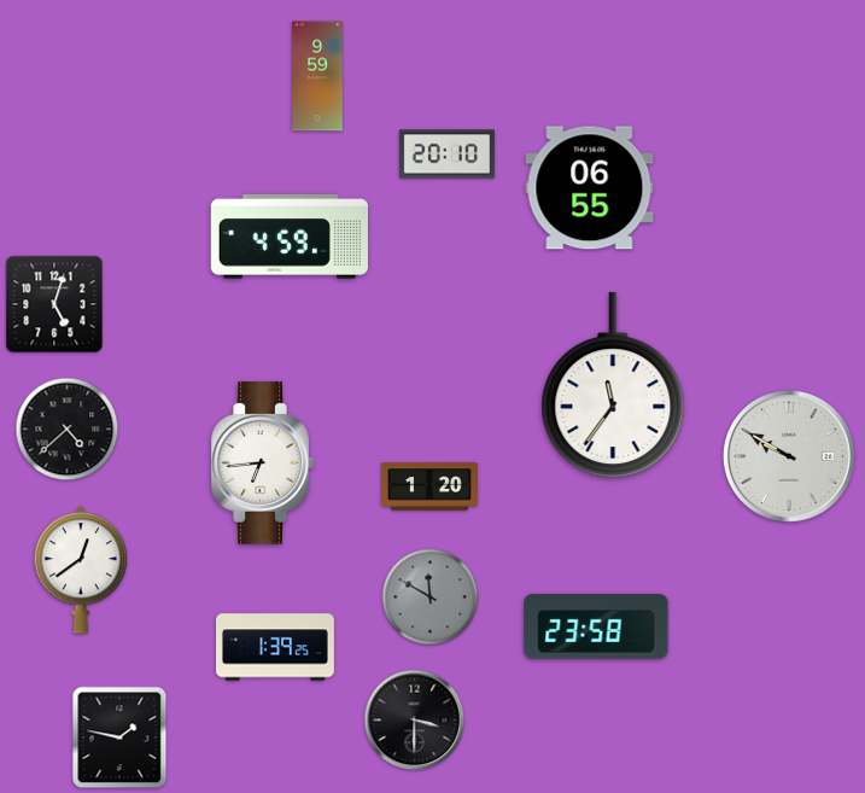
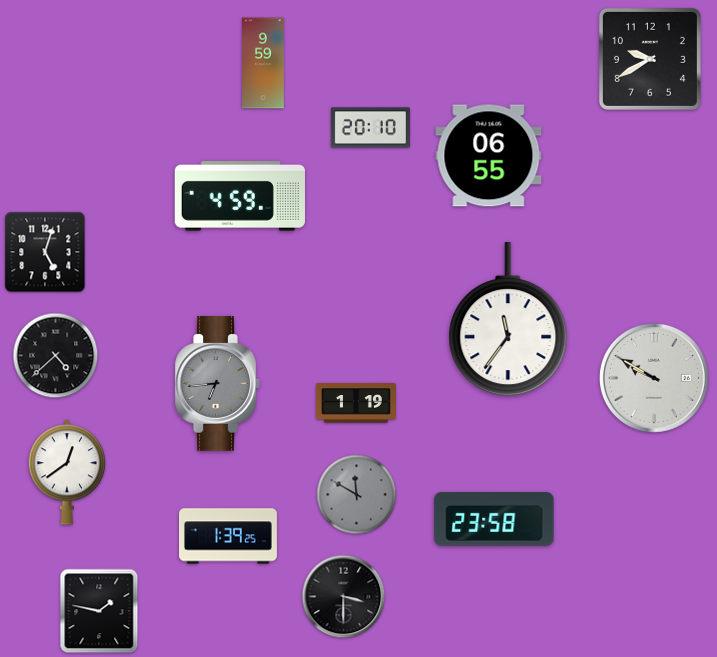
clock at (650, 59): none -> 9:40
clock at (262, 463) dial: white -> grey
clock at (429, 486): 1:20 -> 1:19
